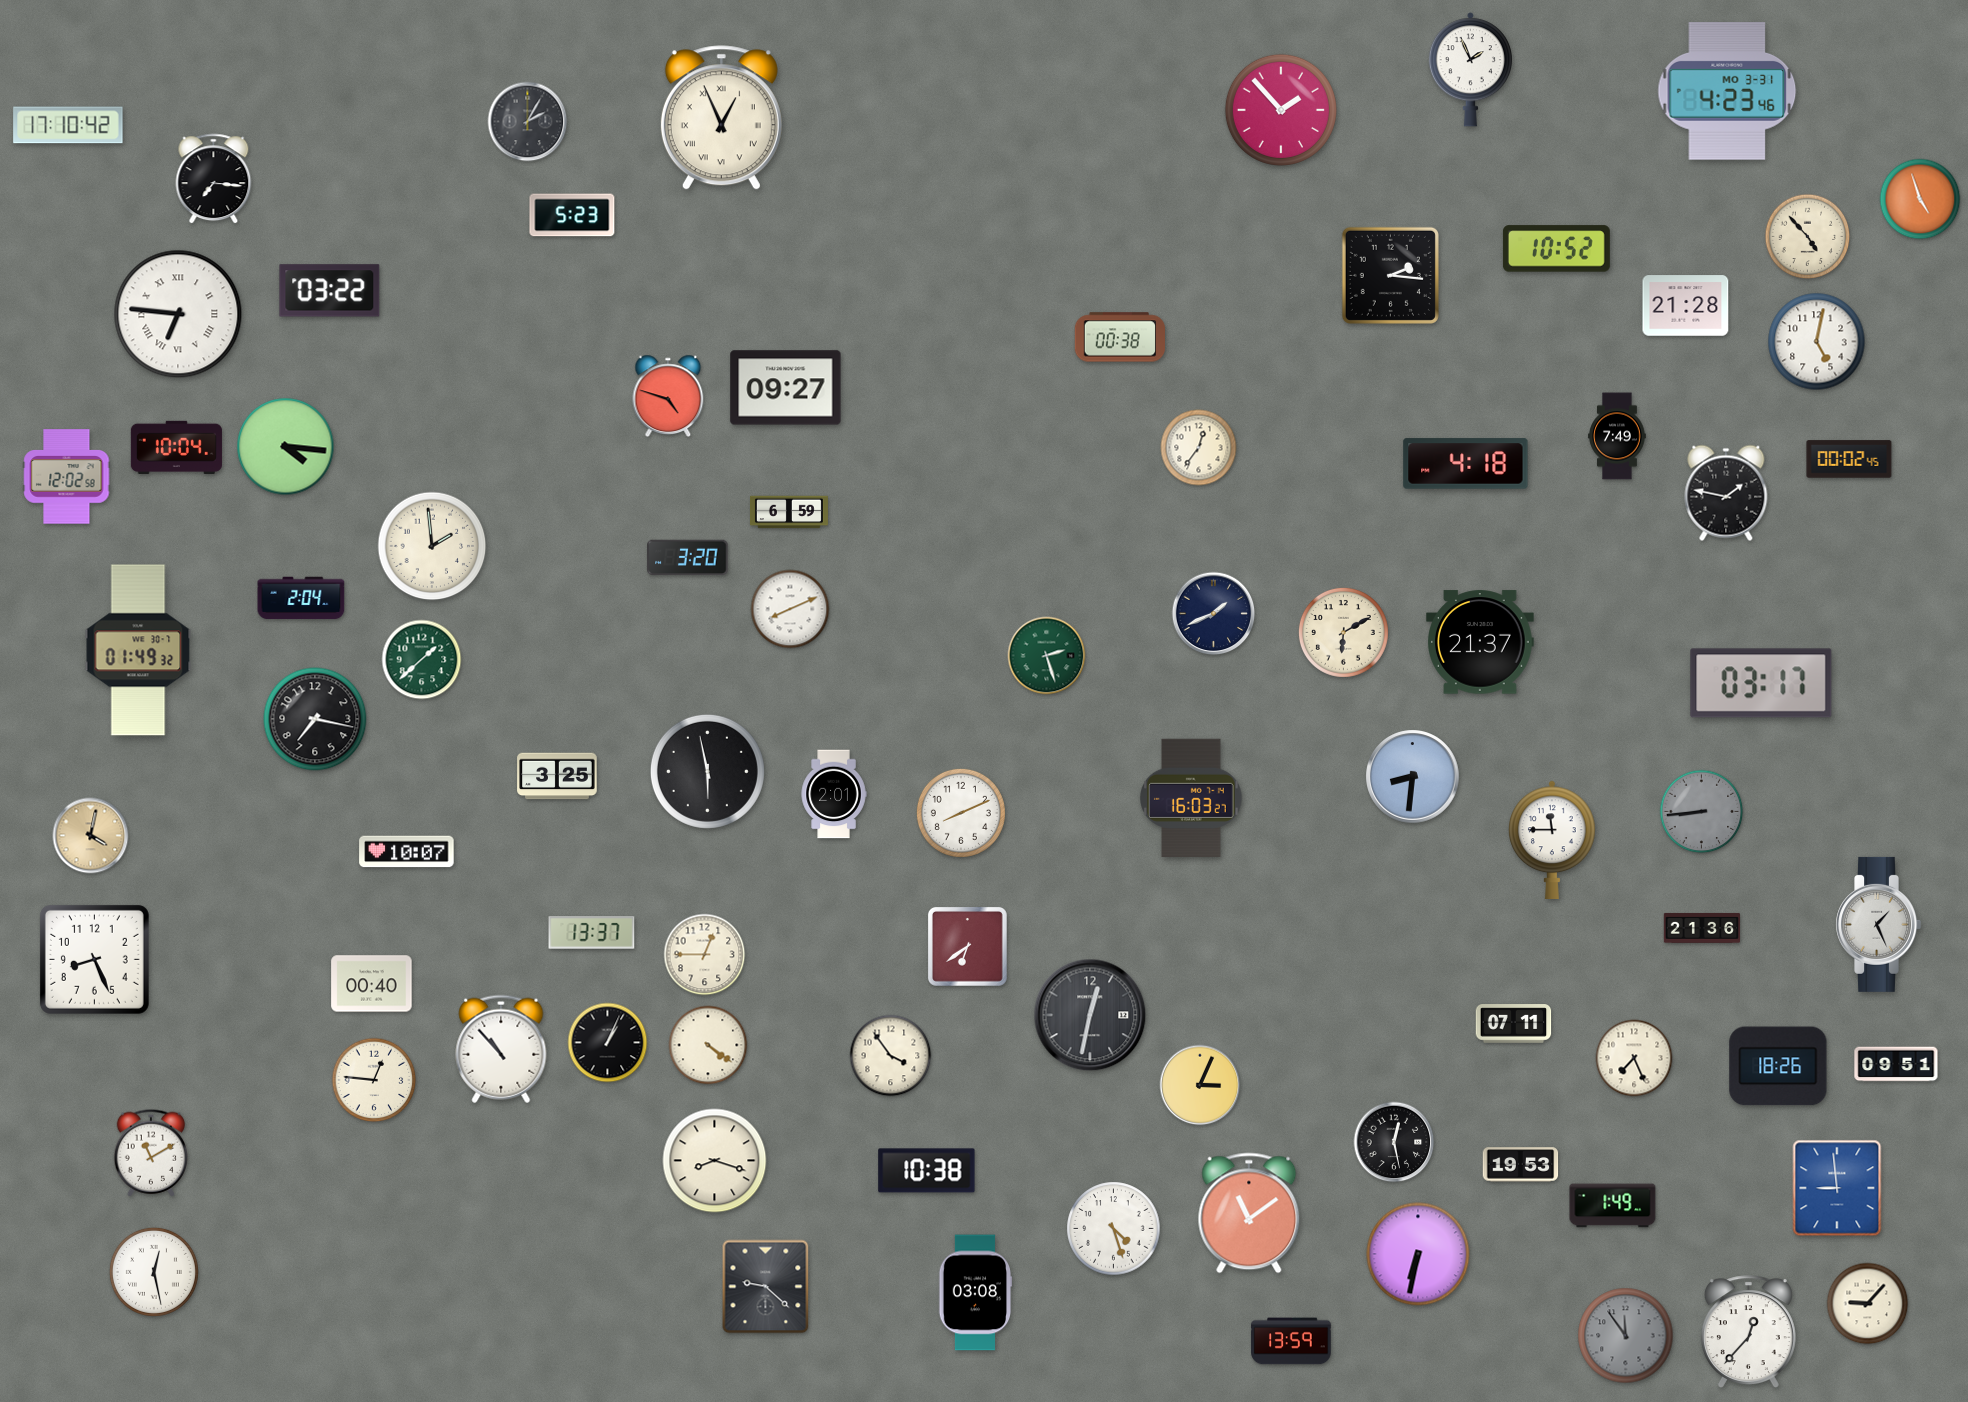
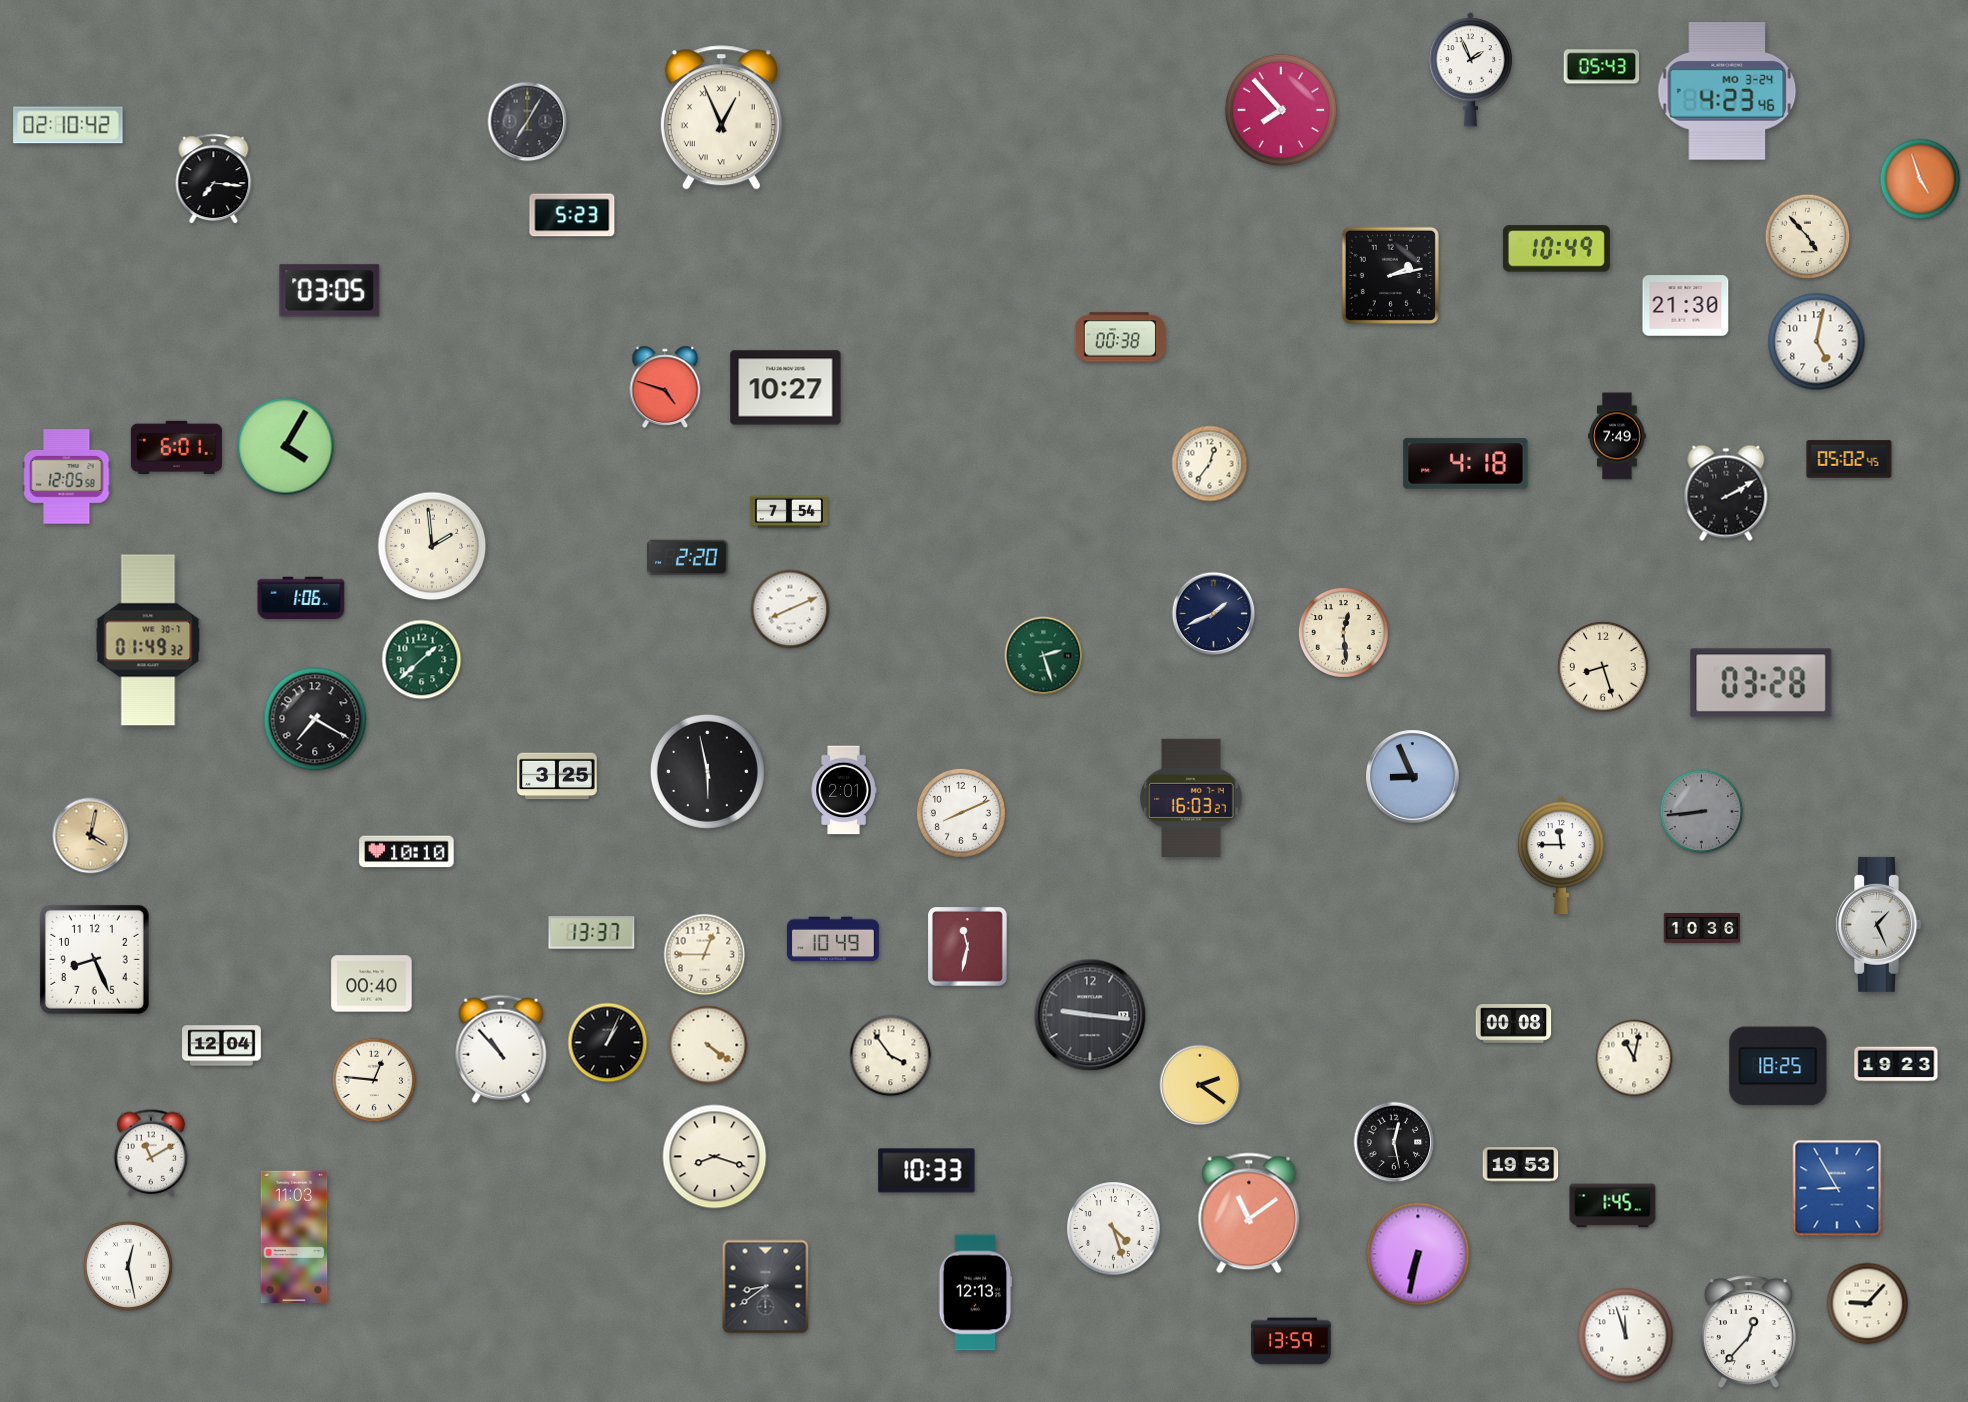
clock at (1602, 67): none -> 05:43
clock at (1727, 91) date: MO 3-31 -> MO 3-24
clock at (1281, 110): 1:53 -> 7:53
clock at (528, 122): 2:05 -> 7:05
clock at (68, 125): 17:10 -> 02:10
clock at (1920, 199) position: (1920, 199) -> (1920, 179)
clock at (1556, 249): 10:52 -> 10:49
clock at (1390, 275): 2:16 -> 2:13
clock at (330, 291): 03:22 -> 03:05
clock at (1686, 306): 21:28 -> 21:30
clock at (178, 314): 6:46 -> none
clock at (786, 388): 09:27 -> 10:27
clock at (668, 396) position: (668, 396) -> (665, 387)
clock at (176, 447): 10:04 -> 6:01
clock at (286, 447): 4:16 -> 4:05
clock at (1199, 448) position: (1199, 448) -> (1210, 464)
clock at (1849, 459): 00:02 -> 05:02
clock at (67, 477): 12:02 -> 12:05
clock at (1726, 493): 1:47 -> 2:10
clock at (789, 512): 6:59 -> 7:54
clock at (688, 558): 3:20 -> 2:20
clock at (301, 598): 2:04 -> 1:06
clock at (1343, 632): 6:10 -> 12:29
clock at (1481, 642): 21:37 -> none
clock at (138, 650) position: (138, 650) -> (148, 640)
clock at (1047, 656) position: (1047, 656) -> (1044, 656)
clock at (1604, 668): none -> 8:27
clock at (1761, 683): 03:17 -> 03:28
clock at (315, 719): 7:17 -> 7:20
clock at (1413, 777): 8:31 -> 8:56
clock at (834, 794) position: (834, 794) -> (844, 790)
clock at (1553, 839) position: (1553, 839) -> (1562, 854)
clock at (407, 852): 10:07 -> 10:10
clock at (1702, 928): 21:36 -> 10:36
clock at (833, 939): none -> 10:49
clock at (967, 946): 6:39 -> 11:32
clock at (1090, 1015): 12:32 -> 9:16
clock at (1514, 1024): 07:11 -> 00:08
clock at (222, 1046): none -> 12:04
clock at (1634, 1058): 7:26 -> 11:02
clock at (1896, 1064): 09:51 -> 19:23
clock at (1778, 1066): 18:26 -> 18:25
clock at (1200, 1085): 3:04 -> 2:21
clock at (715, 1161) position: (715, 1161) -> (715, 1157)
clock at (927, 1171): 10:38 -> 10:33
clock at (1837, 1188): 8:59 -> 8:55
clock at (1613, 1206): 1:49 -> 1:45
clock at (294, 1237): none -> 11:03
clock at (154, 1272) position: (154, 1272) -> (128, 1266)
clock at (766, 1287): 9:22 -> 8:39
clock at (975, 1293): 03:08 -> 12:13
clock at (1626, 1336): 11:54 -> 11:57
clock at (1626, 1336) dial: grey -> white
